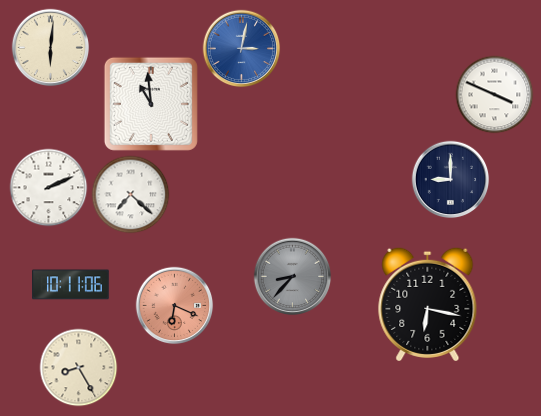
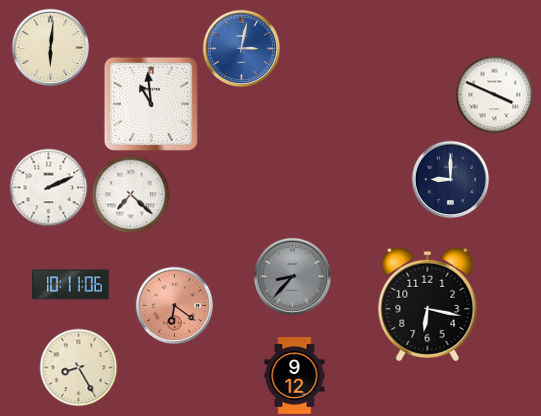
clock at (174, 305): 6:19 -> 6:21
clock at (295, 376): none -> 9:12
